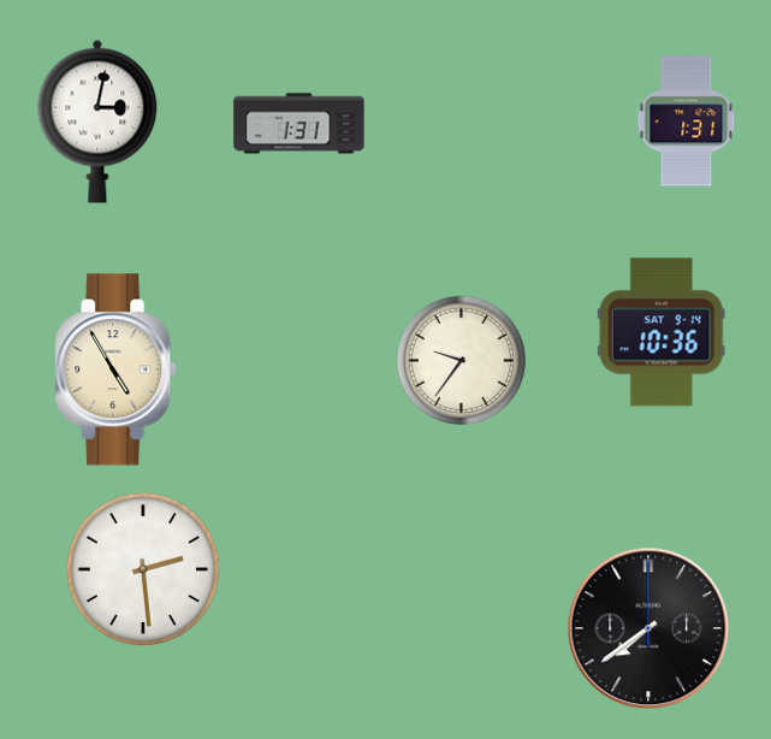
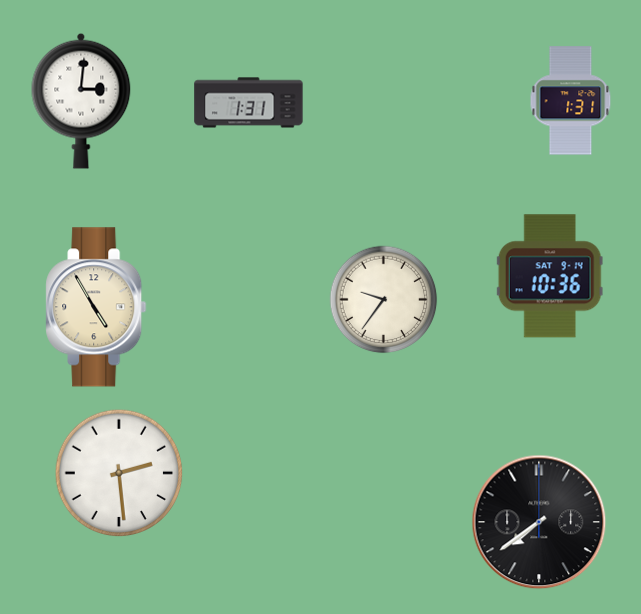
clock at (97, 122): 3:02 -> 3:01
